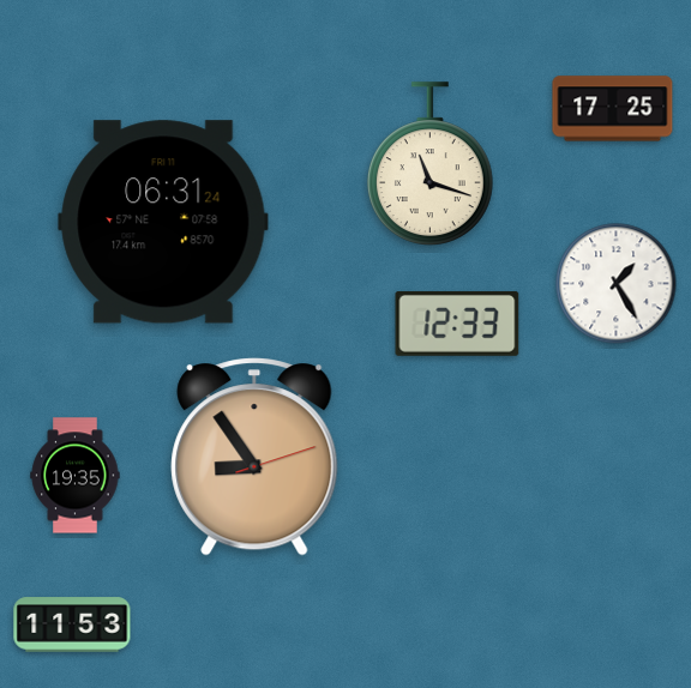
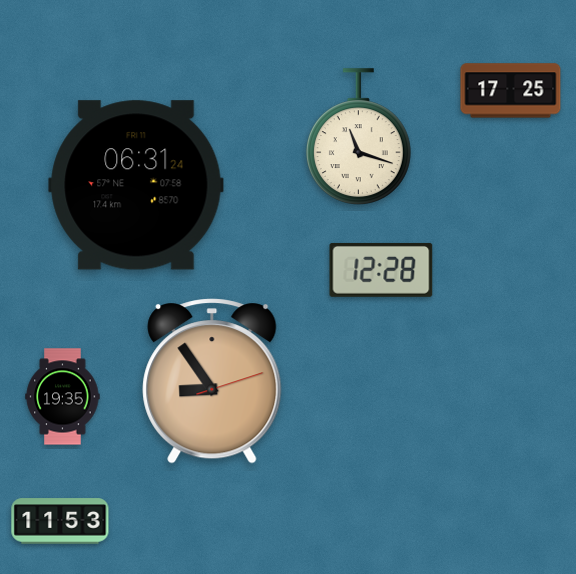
clock at (617, 284): 1:25 -> none
clock at (457, 324): 12:33 -> 12:28
